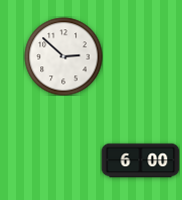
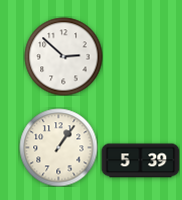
clock at (58, 147): none -> 1:06
clock at (140, 161): 6:00 -> 5:39
